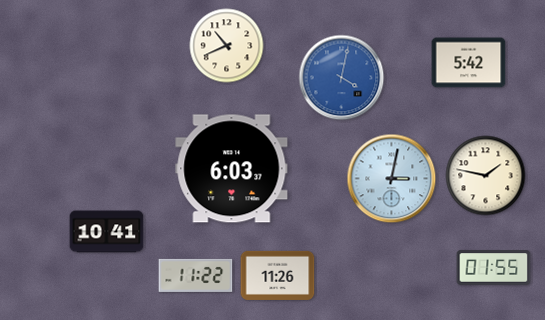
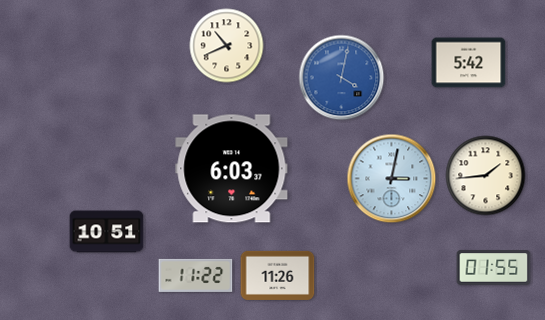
clock at (486, 176): 1:47 -> 1:44
clock at (107, 232): 10:41 -> 10:51
